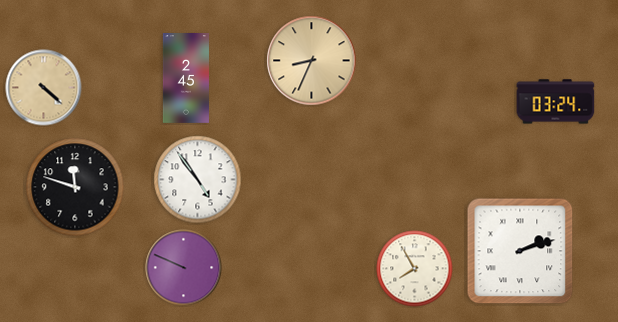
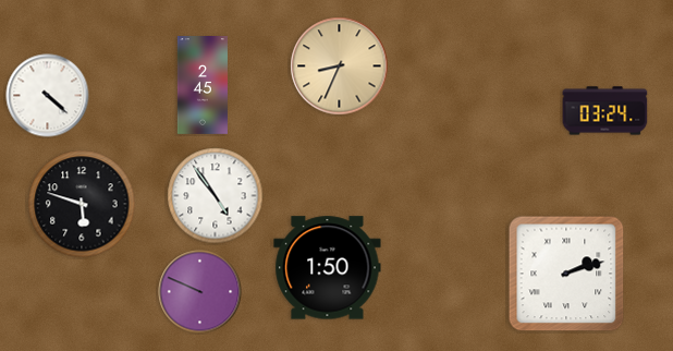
clock at (44, 88) dial: champagne -> white
clock at (75, 187): 11:48 -> 5:48
clock at (328, 268): none -> 1:50
clock at (415, 269): 7:55 -> none
